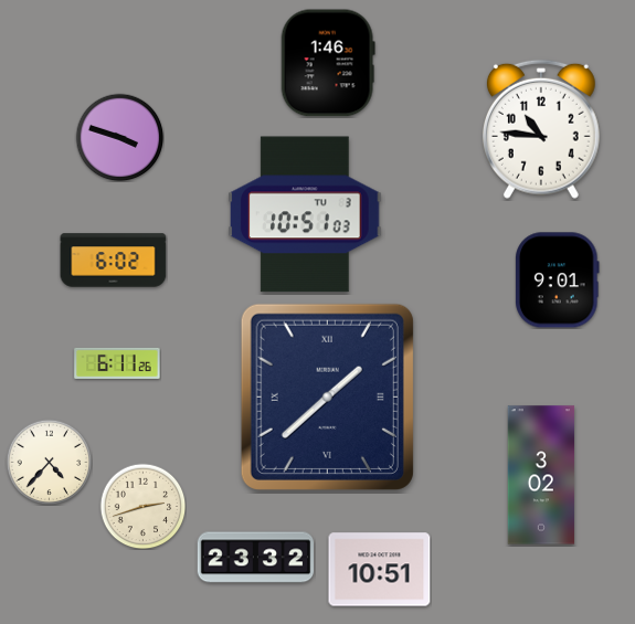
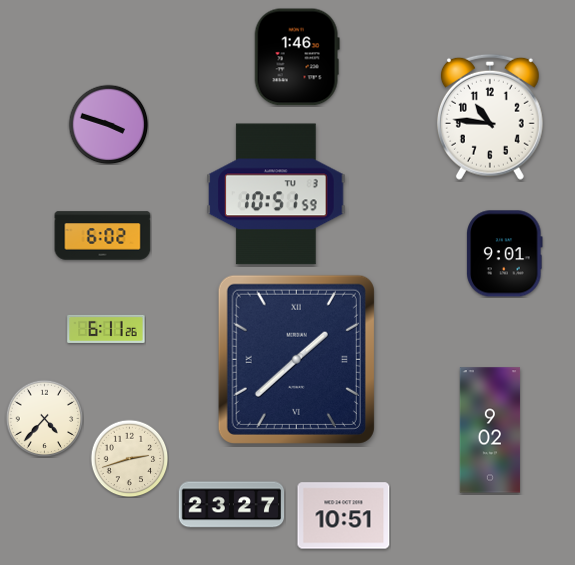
clock at (306, 214): 10:51:03 -> 10:51:59
clock at (541, 475): 3:02 -> 9:02
clock at (256, 558): 23:32 -> 23:27
